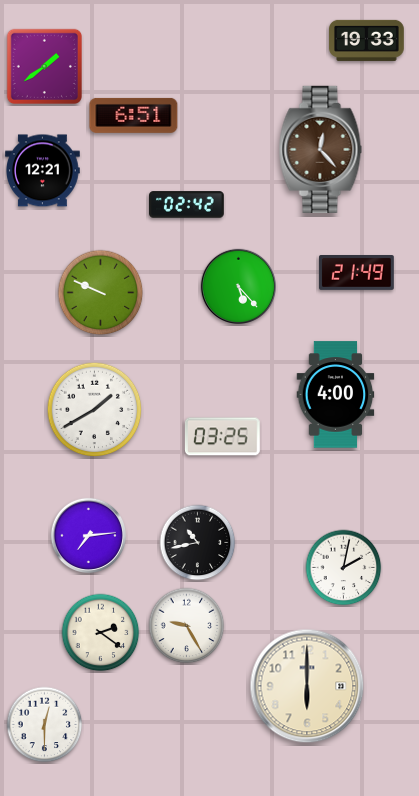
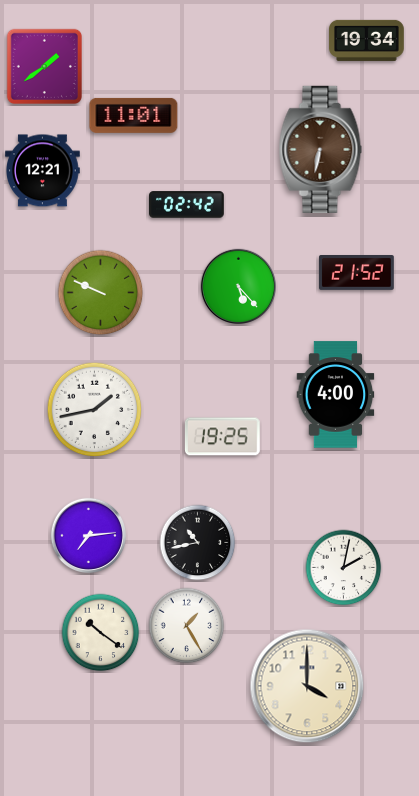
clock at (367, 40): 19:33 -> 19:34
clock at (134, 115): 6:51 -> 11:01
clock at (321, 149): 12:23 -> 6:32
clock at (357, 273): 21:49 -> 21:52
clock at (95, 410): 1:40 -> 1:43
clock at (222, 437): 03:25 -> 19:25
clock at (187, 626): 9:25 -> 1:25
clock at (101, 633): 2:21 -> 10:21
clock at (307, 686): 6:00 -> 4:00
clock at (45, 725): 12:30 -> none
